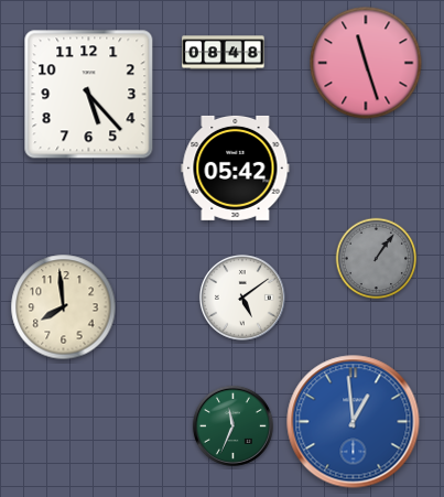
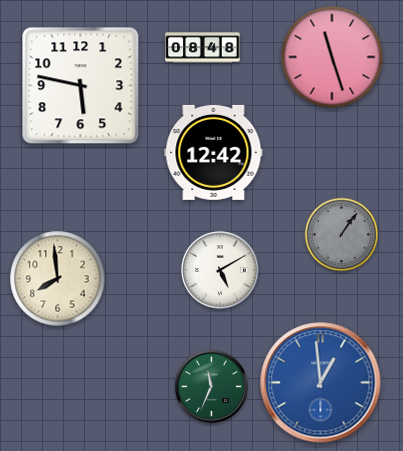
clock at (89, 95): 5:23 -> 5:47
clock at (236, 168): 05:42 -> 12:42
clock at (242, 298): 5:09 -> 5:10
